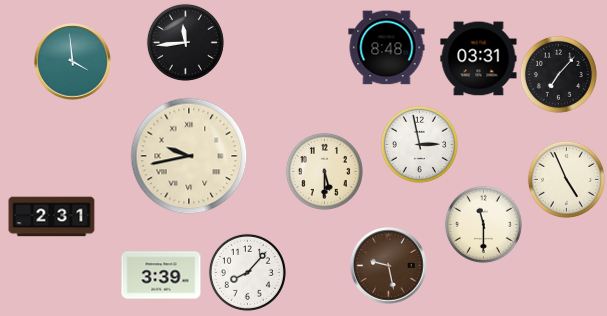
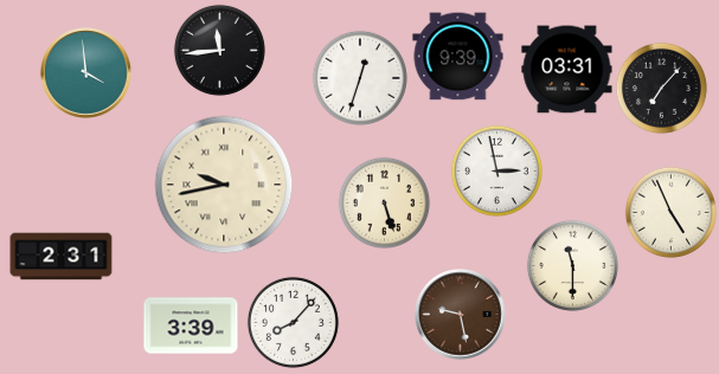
clock at (387, 48): 8:48 -> 9:39
clock at (360, 78): none -> 12:33
clock at (324, 171): 5:30 -> 5:27
